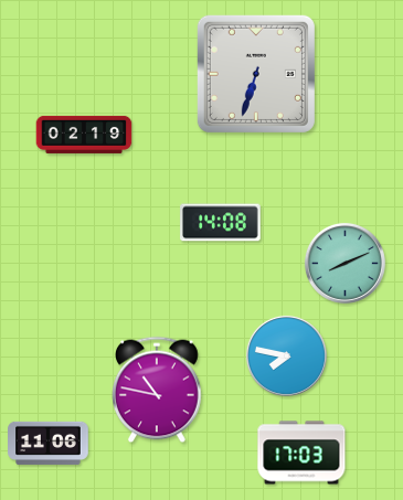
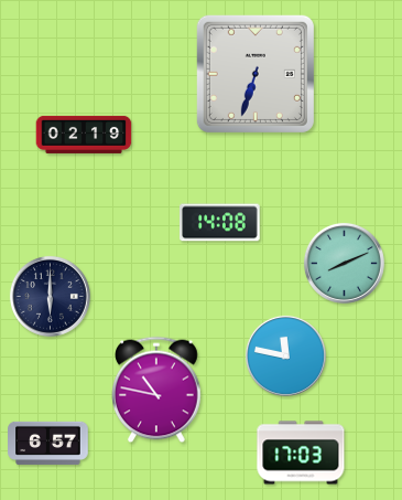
clock at (50, 296): none -> 6:00
clock at (286, 355): 7:47 -> 11:47
clock at (49, 443): 11:06 -> 6:57
